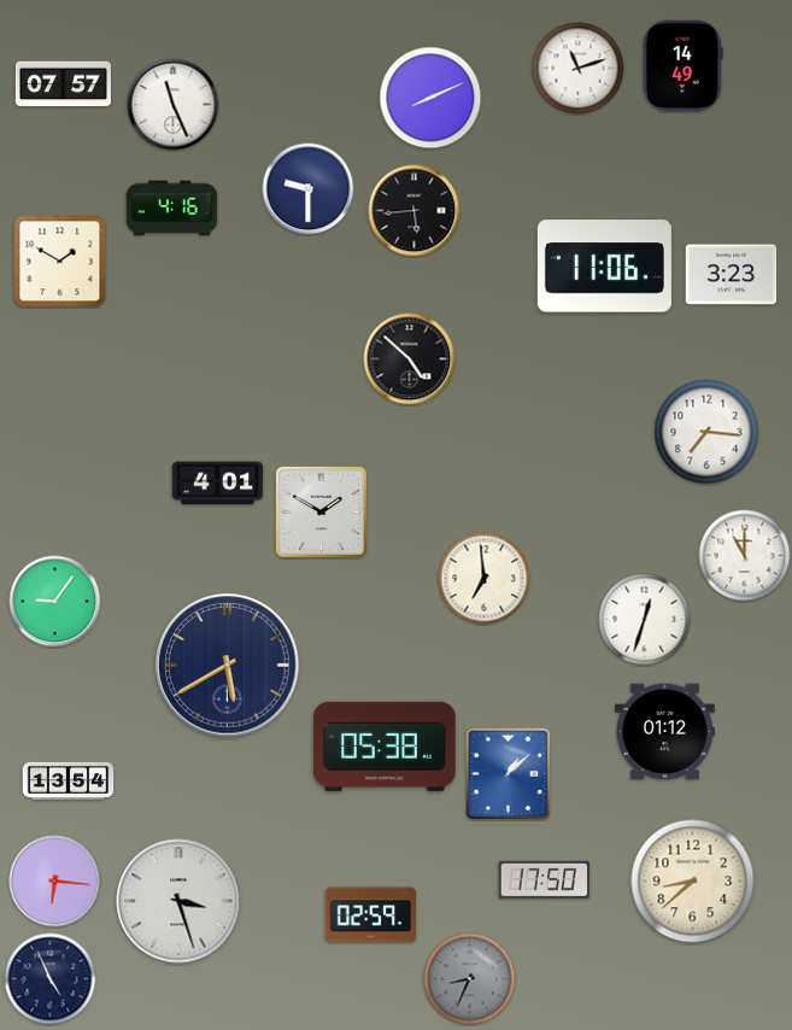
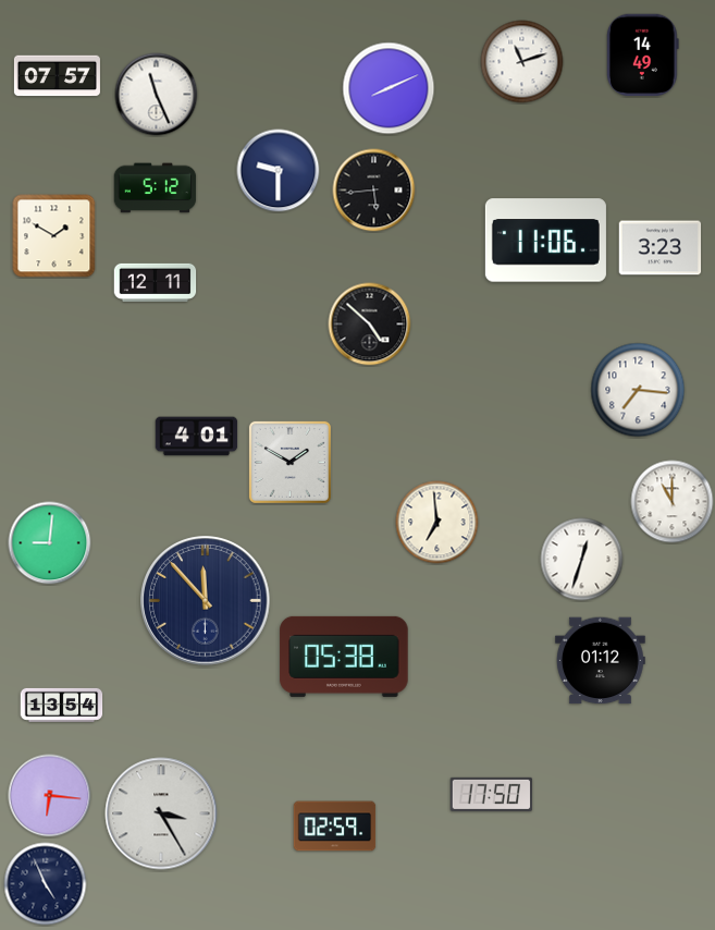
clock at (684, 66) position: (684, 66) -> (643, 56)
clock at (172, 209): 4:16 -> 5:12
clock at (156, 282): none -> 12:11
clock at (55, 602): 9:06 -> 9:01
clock at (228, 666): 5:40 -> 11:53
clock at (385, 747) position: (385, 747) -> (344, 657)
clock at (509, 774): 1:08 -> none
clock at (693, 882): 8:38 -> none
clock at (178, 901): 3:27 -> 3:25
clock at (470, 979): 8:34 -> none
